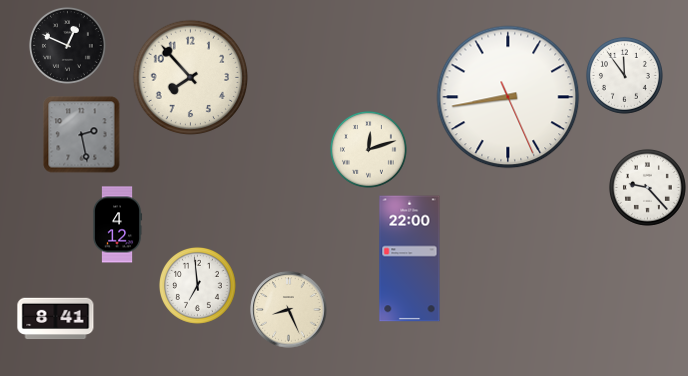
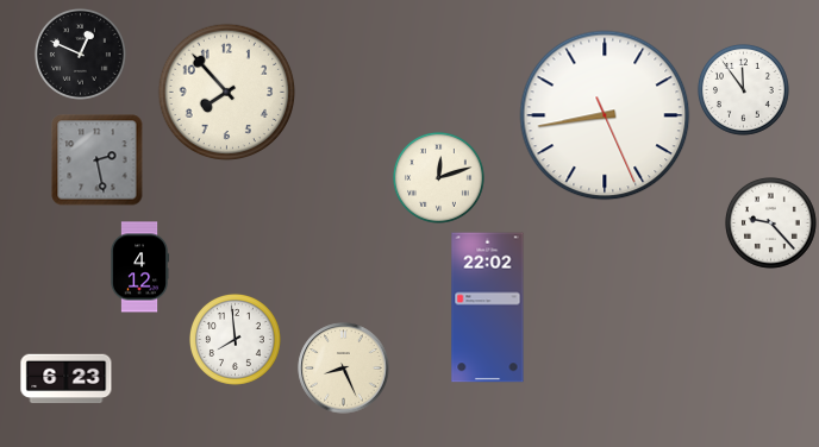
clock at (410, 259): 22:00 -> 22:02
clock at (197, 285): 6:59 -> 7:59
clock at (56, 319): 8:41 -> 6:23
